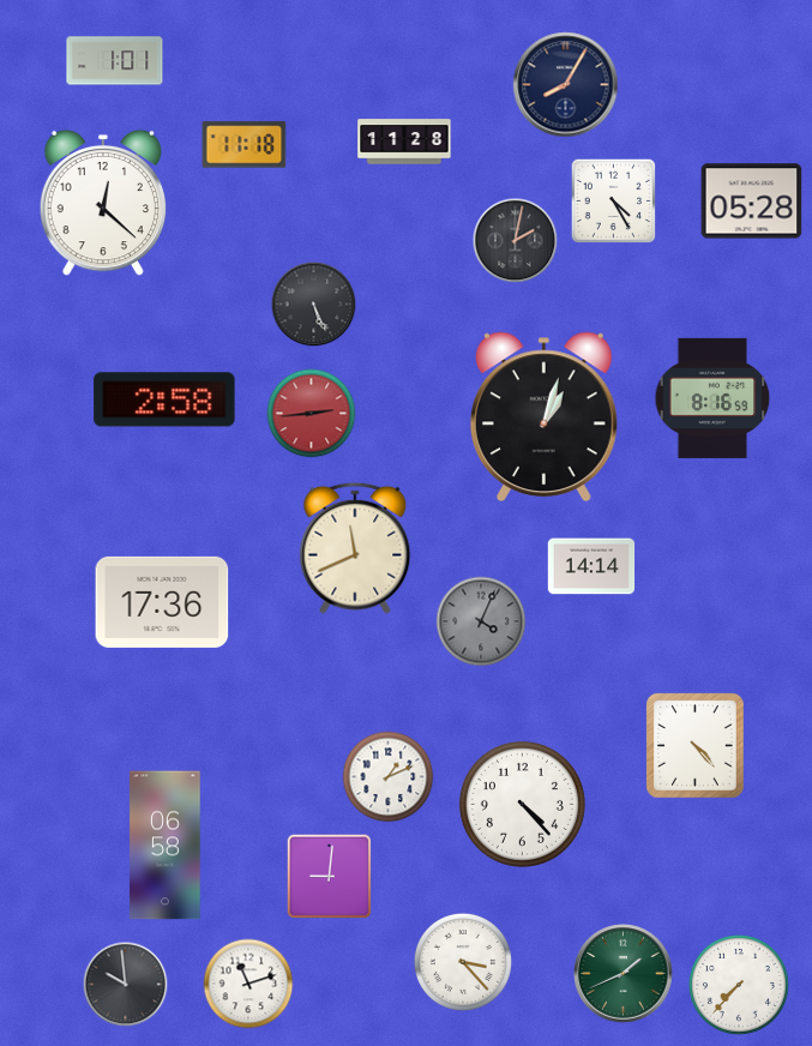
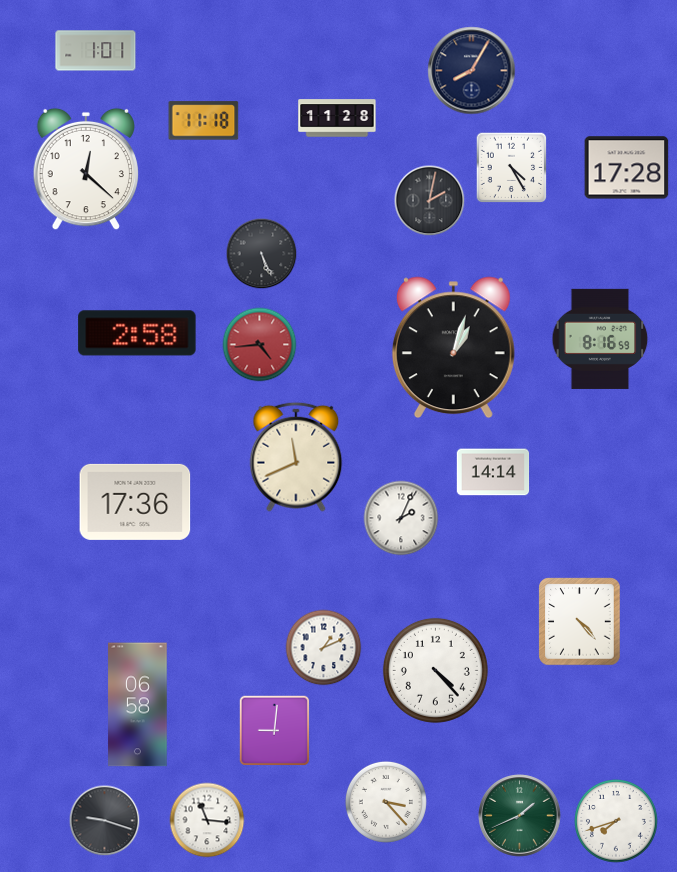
clock at (752, 202): 05:28 -> 17:28
clock at (712, 398) position: (712, 398) -> (600, 339)
clock at (312, 414): 2:44 -> 4:44
clock at (481, 621): 4:04 -> 2:04
clock at (481, 621) dial: grey -> white
clock at (624, 974) position: (624, 974) -> (520, 816)
clock at (248, 984): 11:12 -> 11:16
clock at (126, 985): 9:59 -> 9:18
clock at (740, 986): 7:37 -> 7:42
